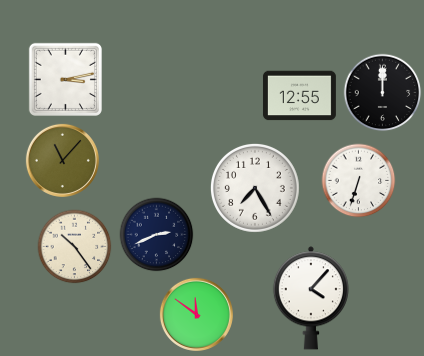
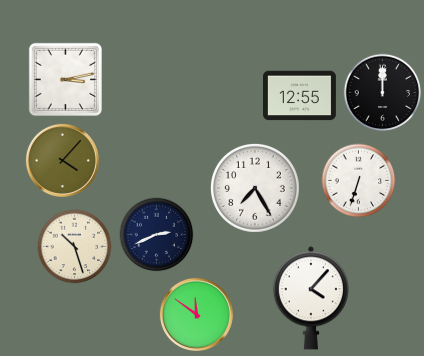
clock at (62, 160): 11:07 -> 4:07
clock at (75, 247): 10:24 -> 10:27
